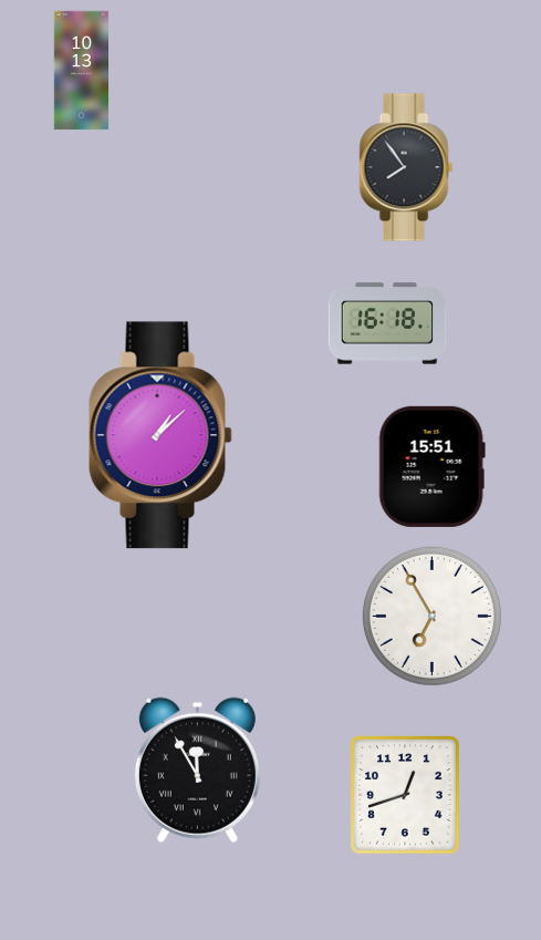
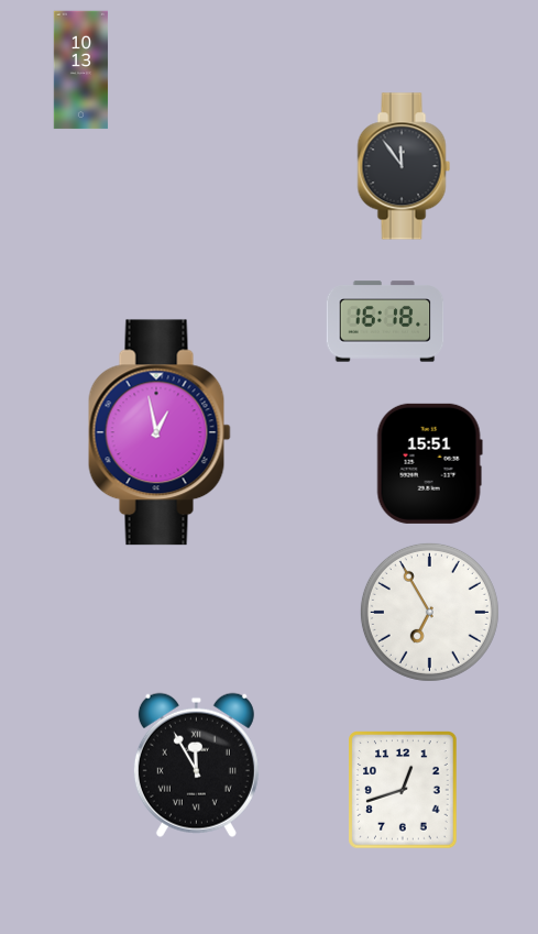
clock at (406, 167): 7:54 -> 11:54
clock at (160, 435): 1:08 -> 12:58
